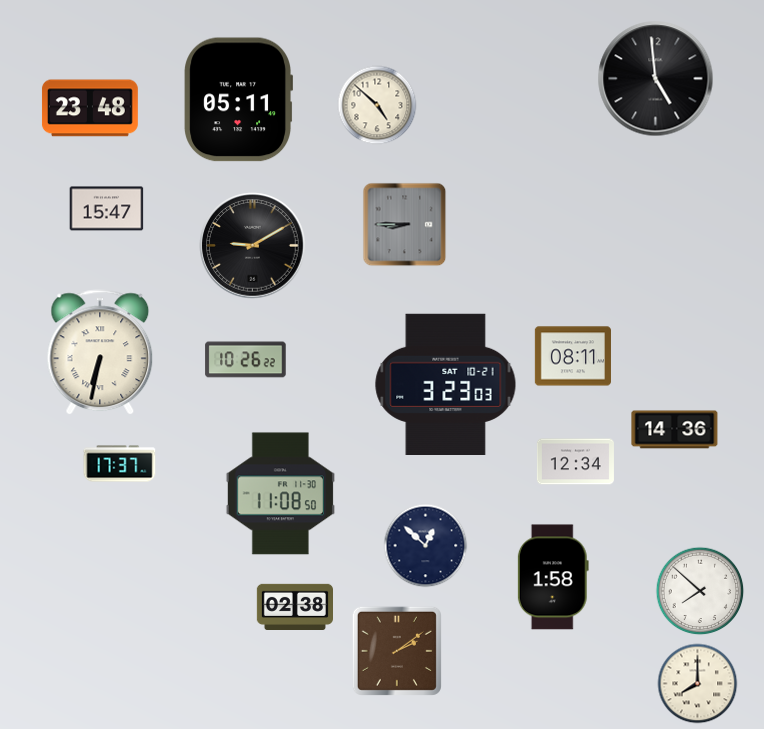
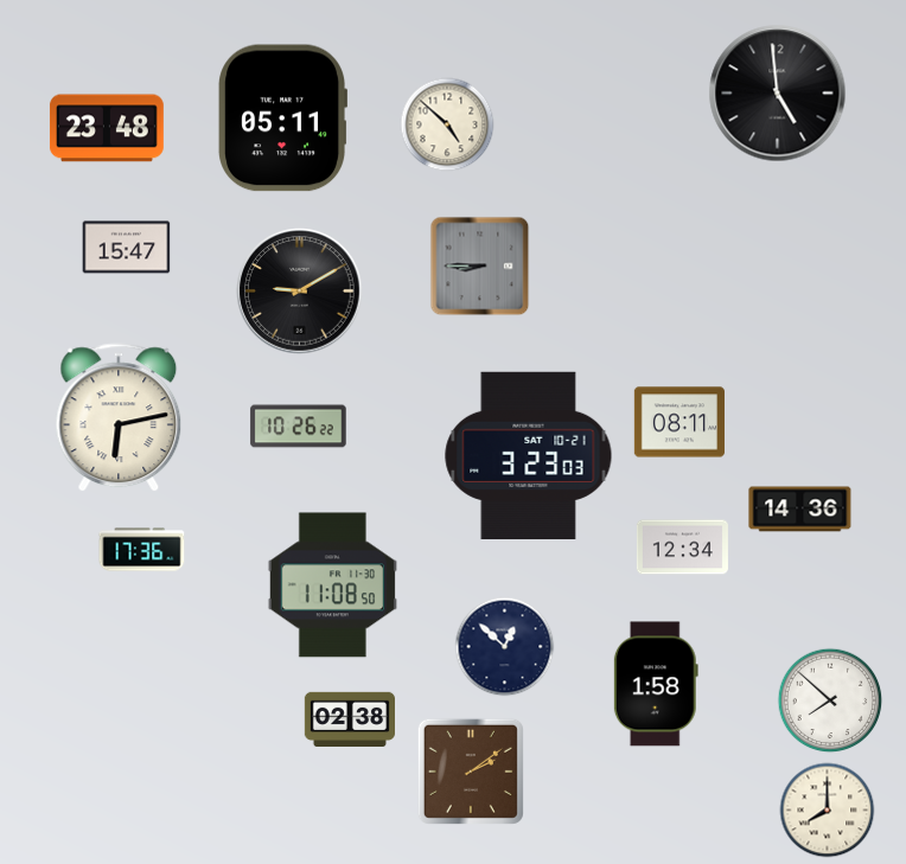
clock at (100, 353): 6:32 -> 6:13
clock at (246, 360) position: (246, 360) -> (299, 427)
clock at (120, 464): 17:37 -> 17:36
